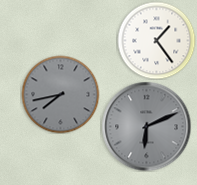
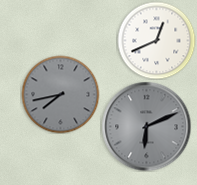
clock at (156, 40): 1:24 -> 12:41
